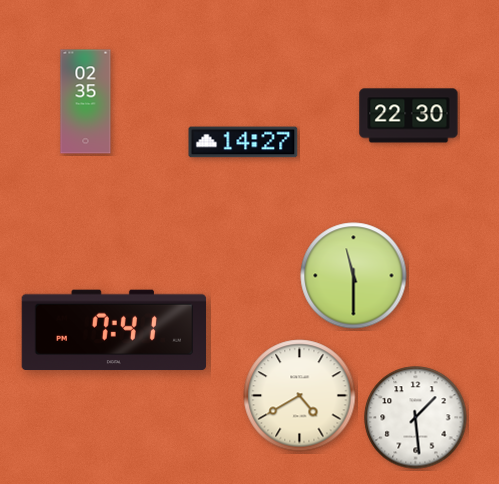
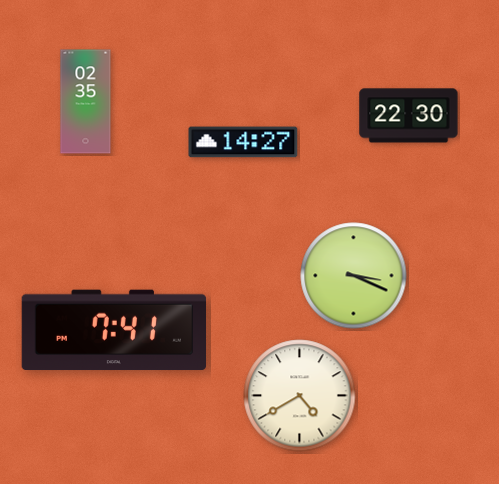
clock at (354, 276): 11:30 -> 3:19
clock at (416, 418): 1:29 -> none
